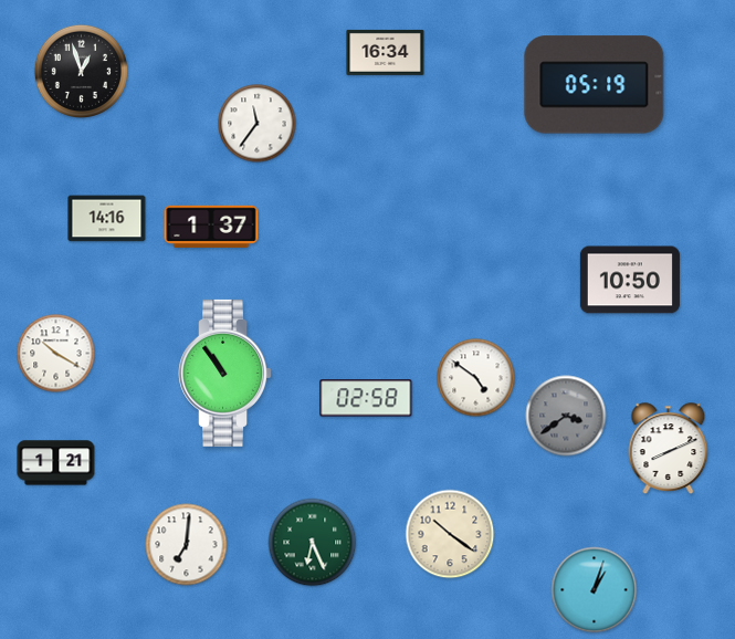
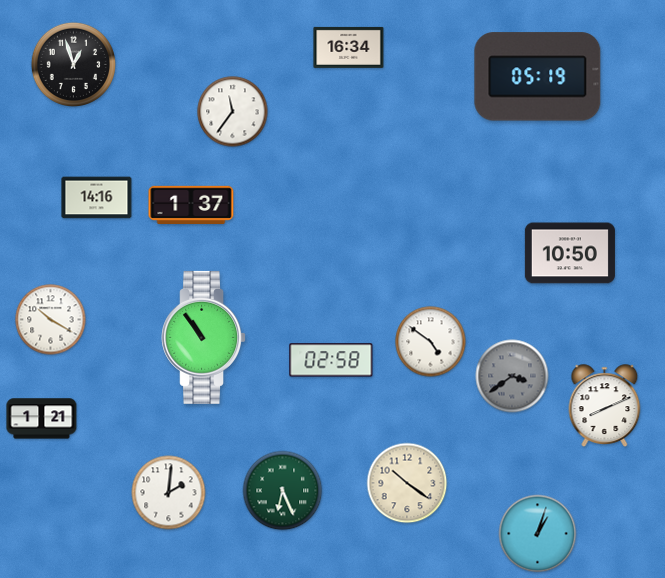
clock at (56, 463) position: (56, 463) -> (42, 419)
clock at (187, 545): 7:01 -> 2:01
